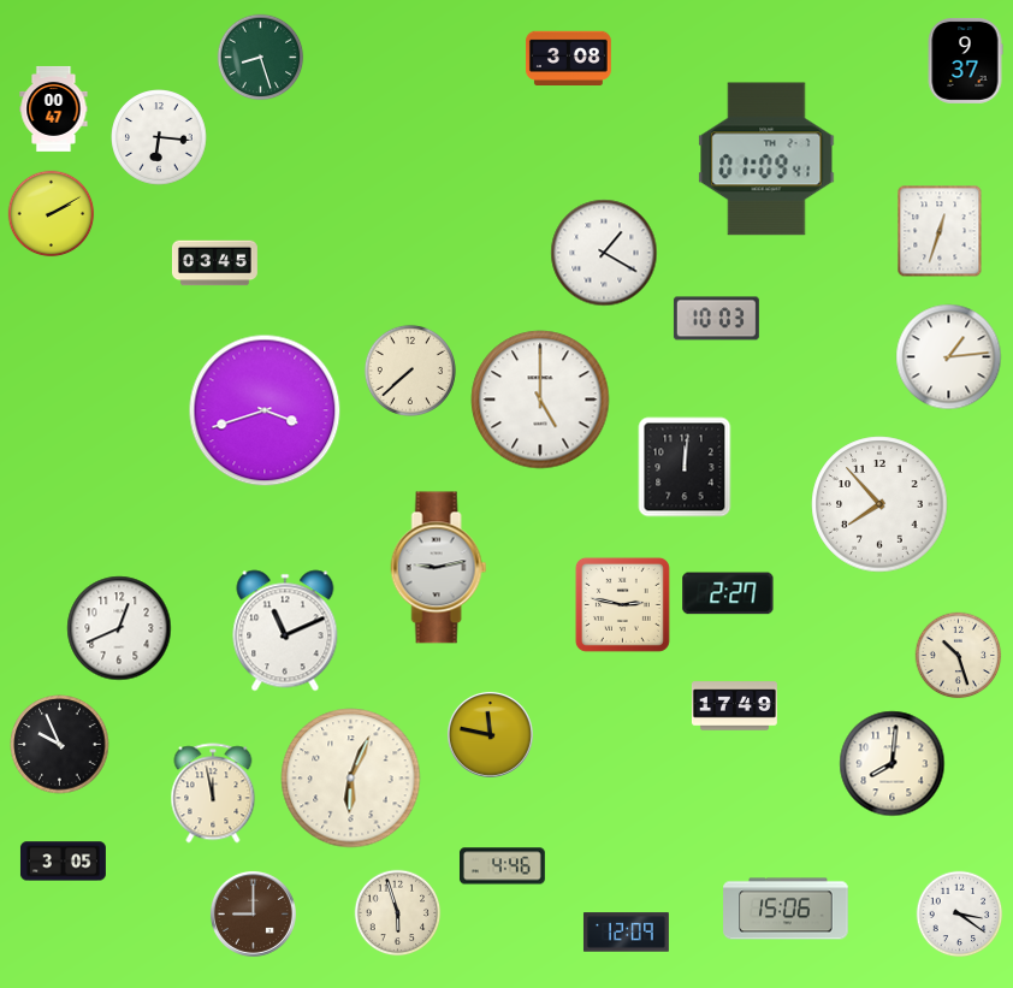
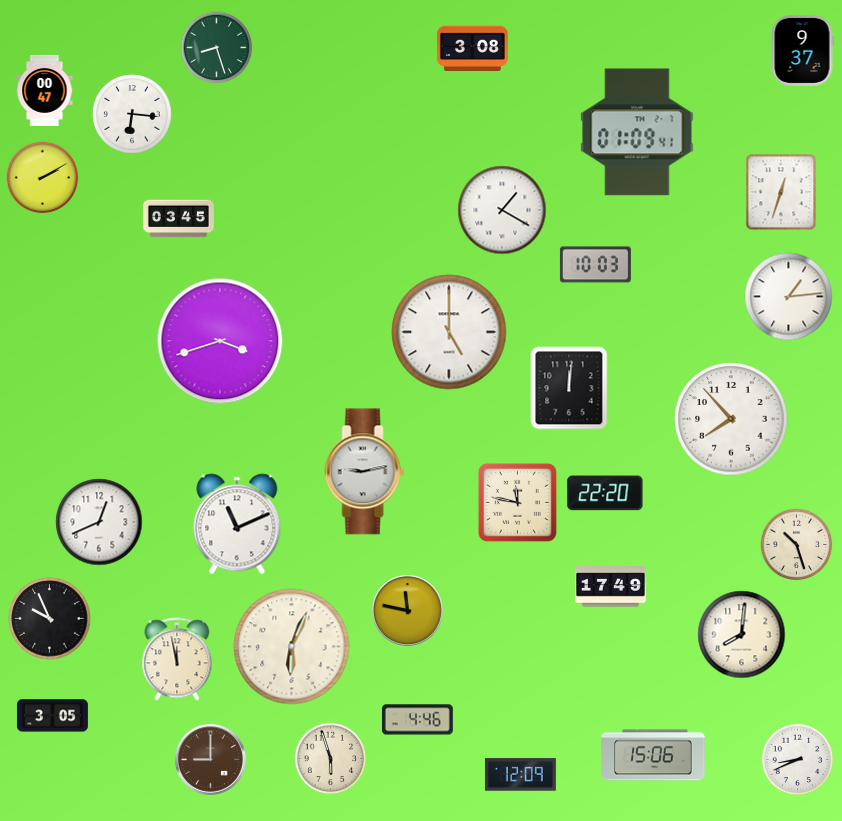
clock at (410, 371): 7:38 -> none
clock at (728, 593): 2:27 -> 22:20
clock at (622, 604): 2:47 -> 11:47
clock at (960, 915): 3:21 -> 8:41
